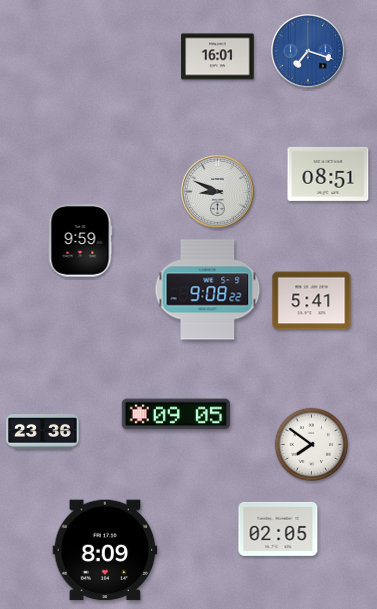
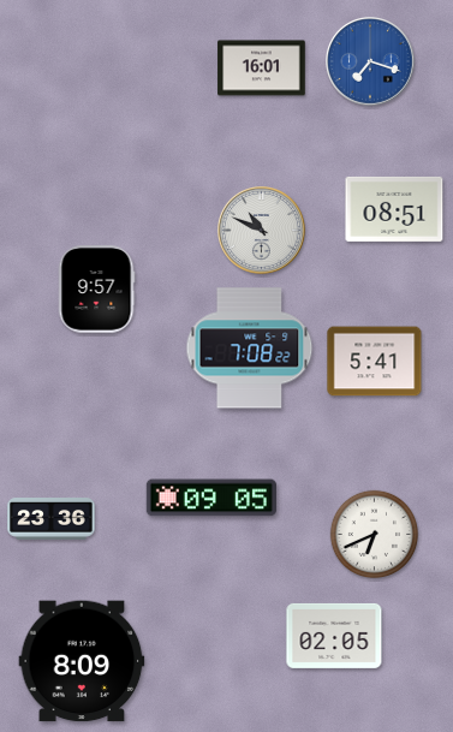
clock at (218, 192): 8:49 -> 10:49
clock at (80, 241): 9:59 -> 9:57
clock at (208, 290): 9:08 -> 7:08
clock at (312, 445): 7:51 -> 6:41
clock at (105, 550) position: (105, 550) -> (82, 661)
